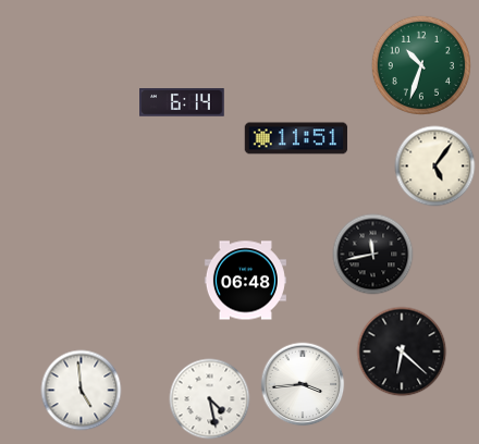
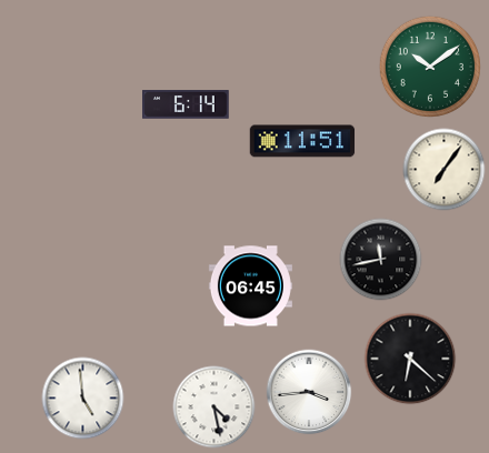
clock at (421, 65): 10:33 -> 10:09
clock at (435, 166): 5:06 -> 7:06
clock at (245, 281): 06:48 -> 06:45
